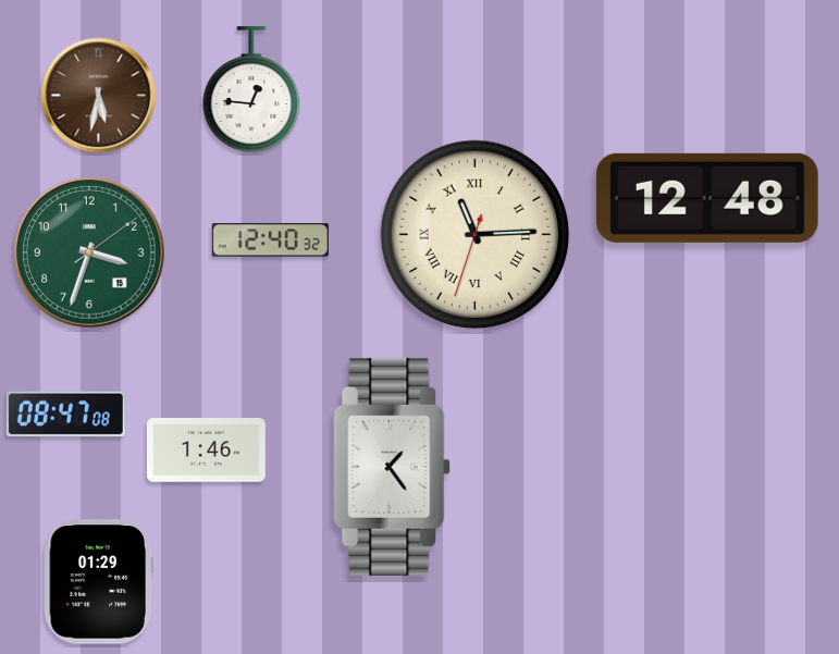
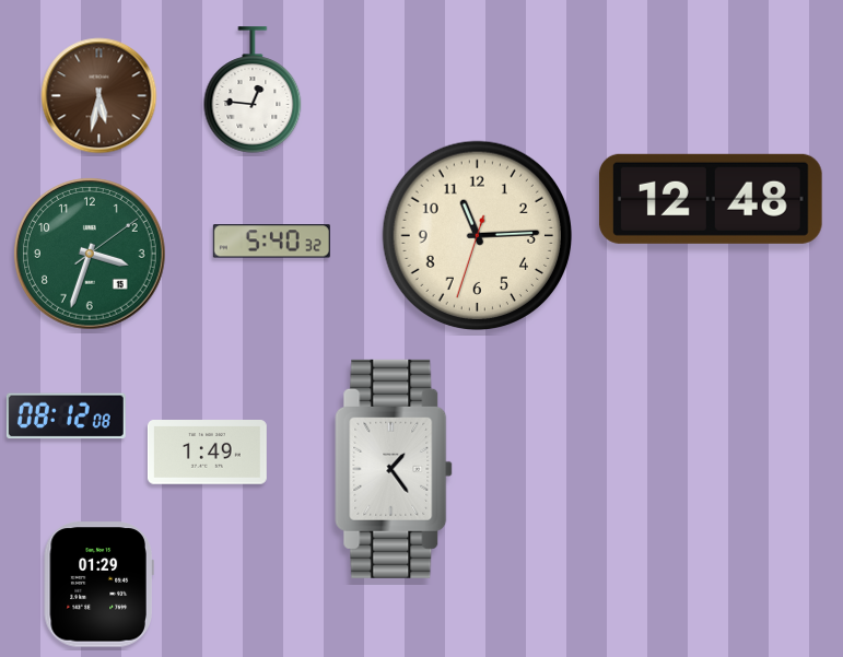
clock at (476, 235) numerals: Roman -> Arabic
clock at (270, 240): 12:40 -> 5:40
clock at (65, 415): 08:47 -> 08:12
clock at (206, 451): 1:46 -> 1:49
